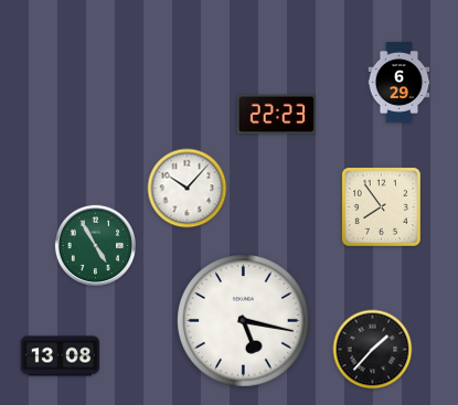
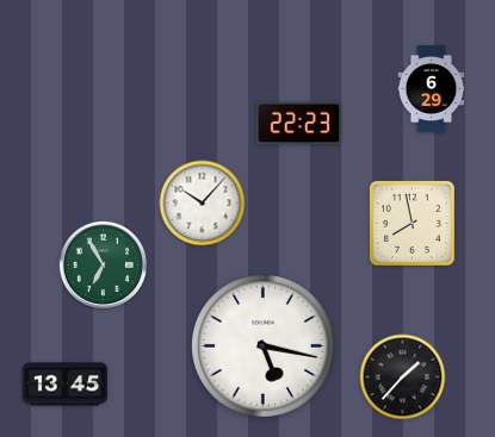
clock at (381, 206): 7:54 -> 7:58
clock at (95, 245): 4:55 -> 6:55
clock at (61, 356): 13:08 -> 13:45
